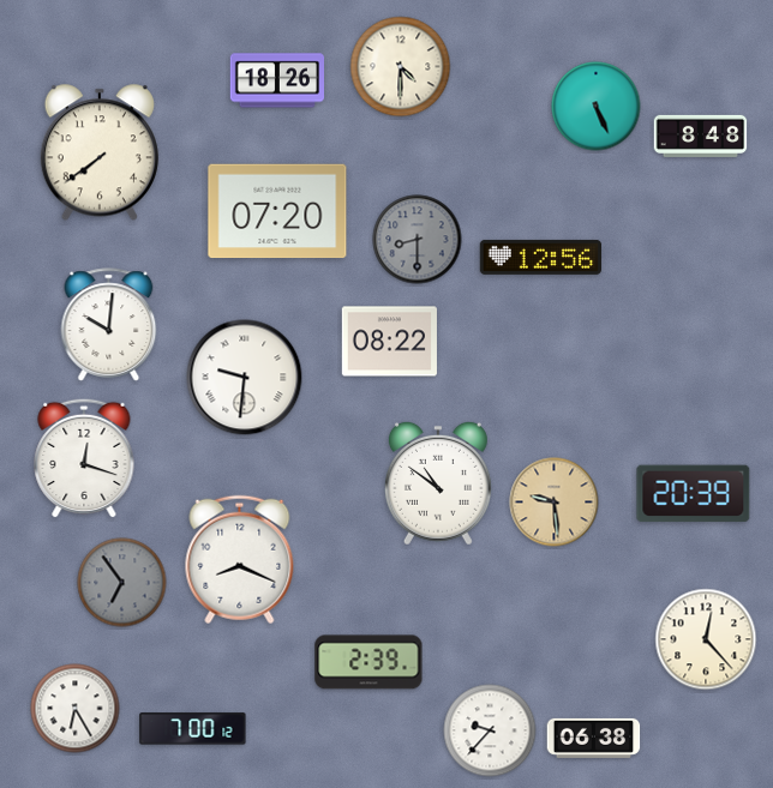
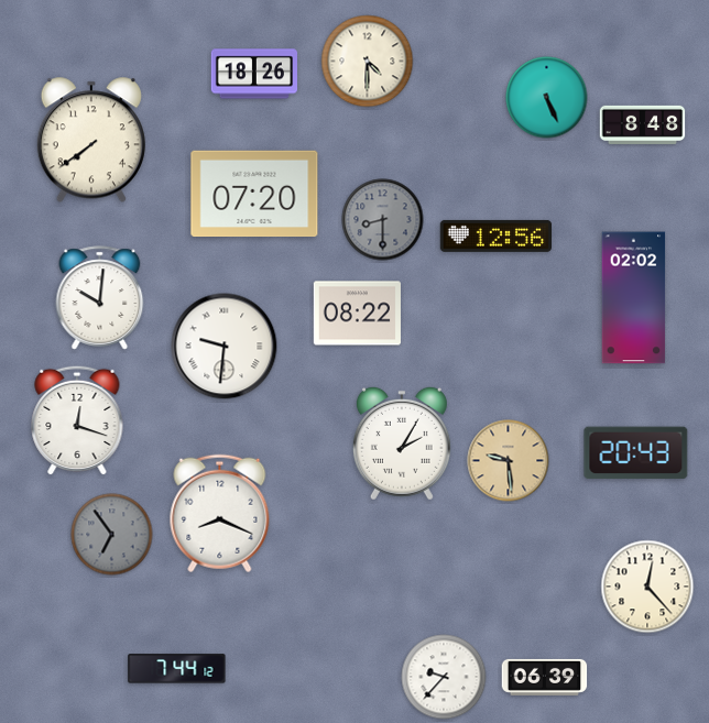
clock at (634, 298): none -> 02:02
clock at (438, 483): 10:51 -> 2:05
clock at (694, 494): 20:39 -> 20:43
clock at (368, 662): 2:39 -> none
clock at (76, 709): 6:25 -> none
clock at (193, 729): 7:00 -> 7:44
clock at (490, 730) position: (490, 730) -> (444, 677)
clock at (594, 738): 06:38 -> 06:39
